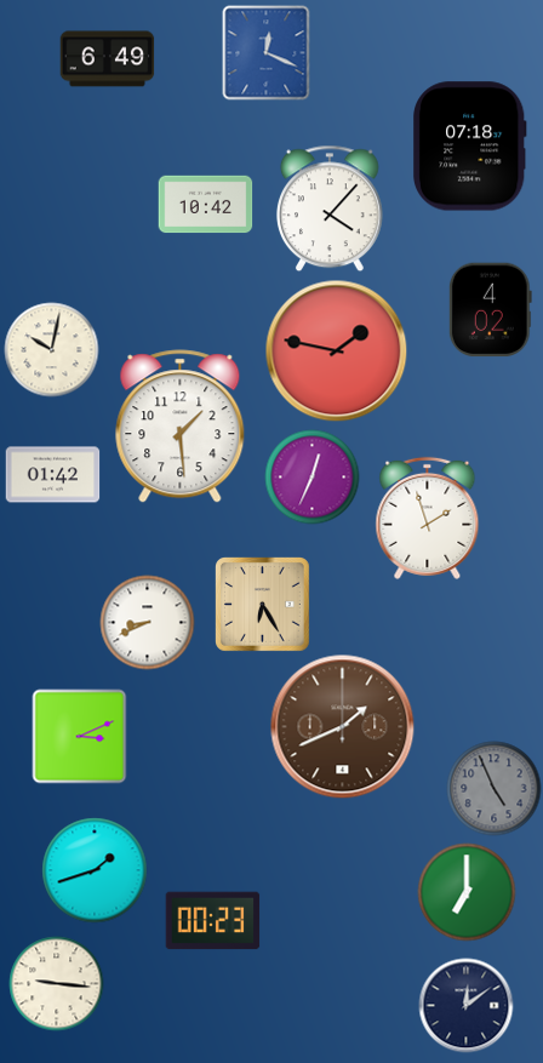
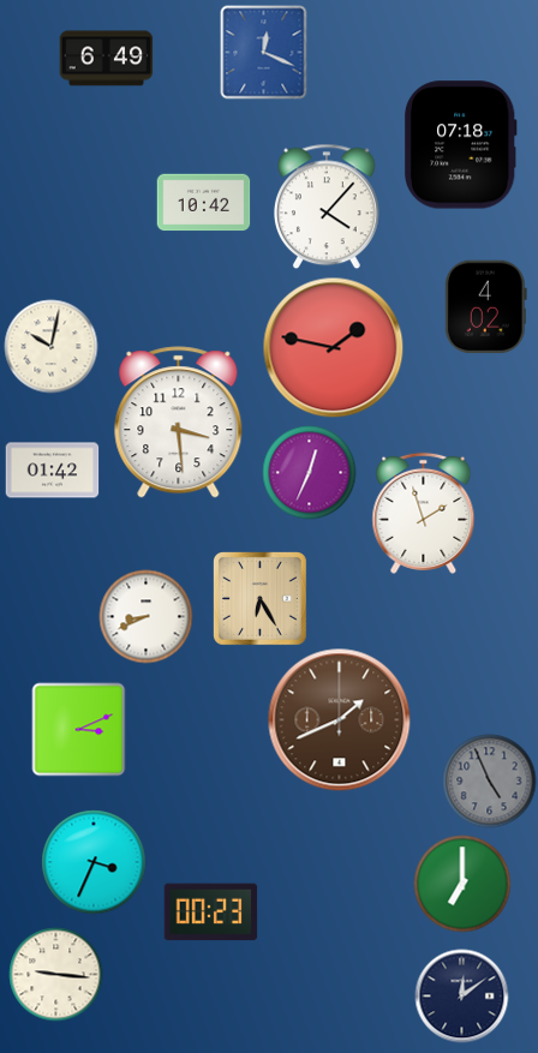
clock at (470, 147) position: (470, 147) -> (461, 145)
clock at (181, 427): 1:29 -> 3:29
clock at (95, 870): 1:42 -> 3:34
